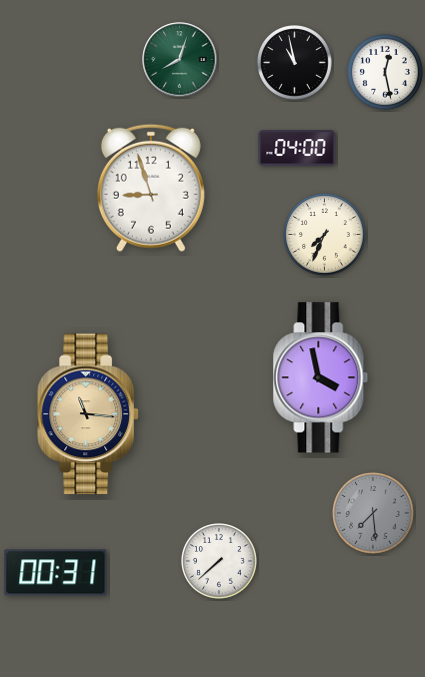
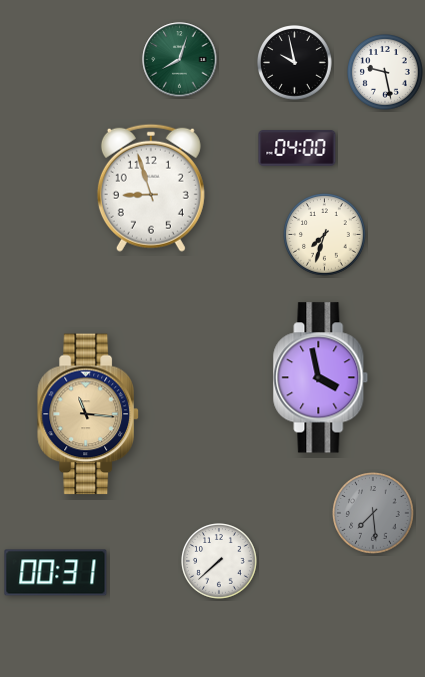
clock at (295, 63): 10:58 -> 9:58
clock at (386, 73): 12:28 -> 9:28
clock at (325, 235): 7:34 -> 7:33
